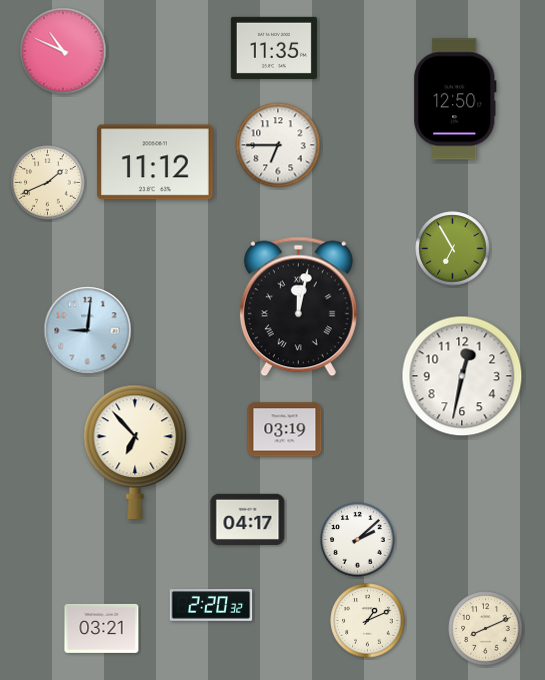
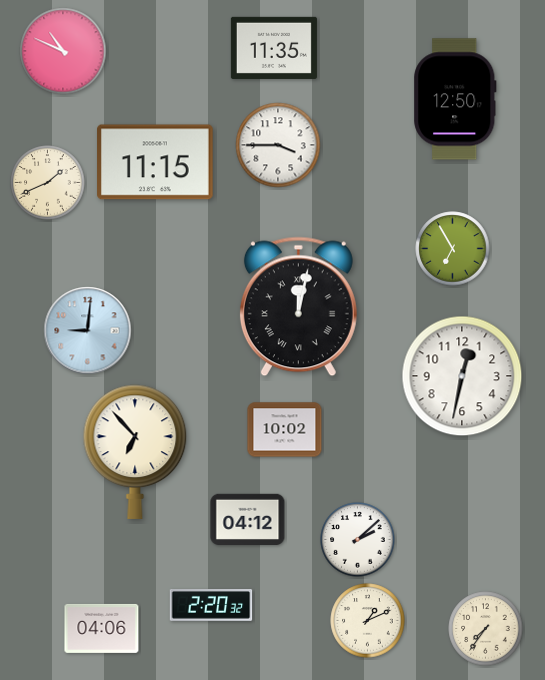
clock at (278, 145): 6:45 -> 3:45
clock at (155, 162): 11:12 -> 11:15
clock at (285, 430): 03:19 -> 10:02
clock at (248, 519): 04:17 -> 04:12
clock at (102, 628): 03:21 -> 04:06
clock at (486, 629): 8:11 -> 7:36
